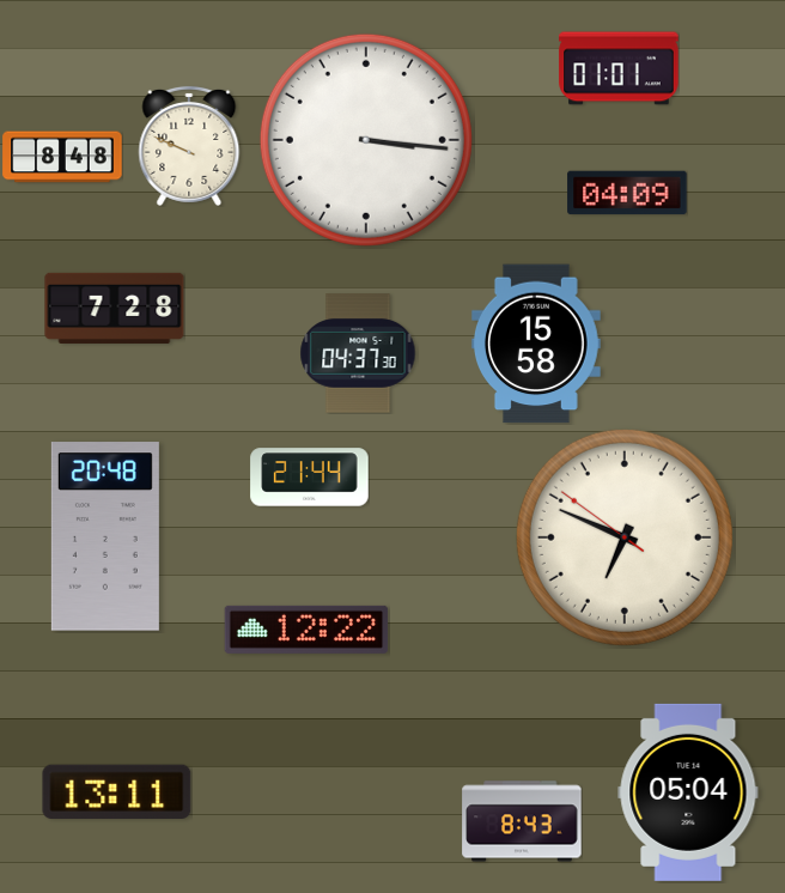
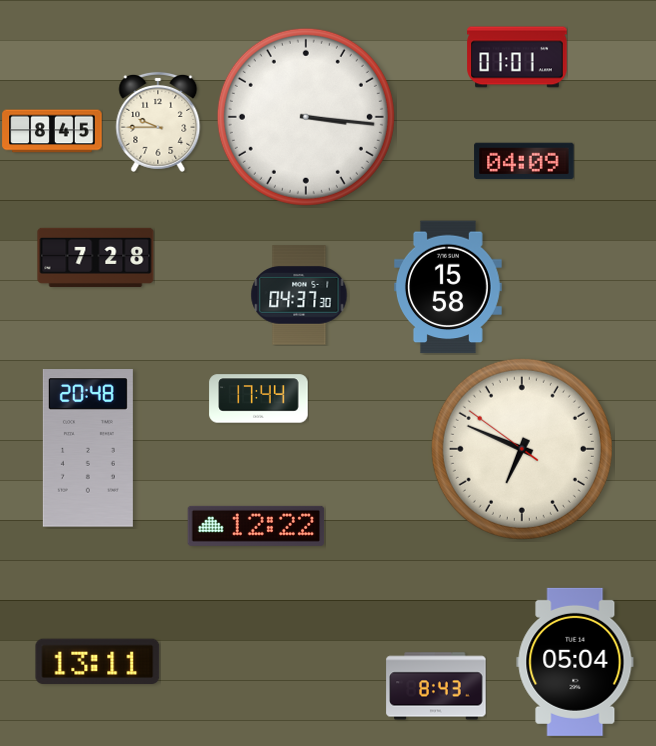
clock at (189, 146): 9:49 -> 9:45
clock at (62, 157): 8:48 -> 8:45
clock at (310, 478): 21:44 -> 17:44
